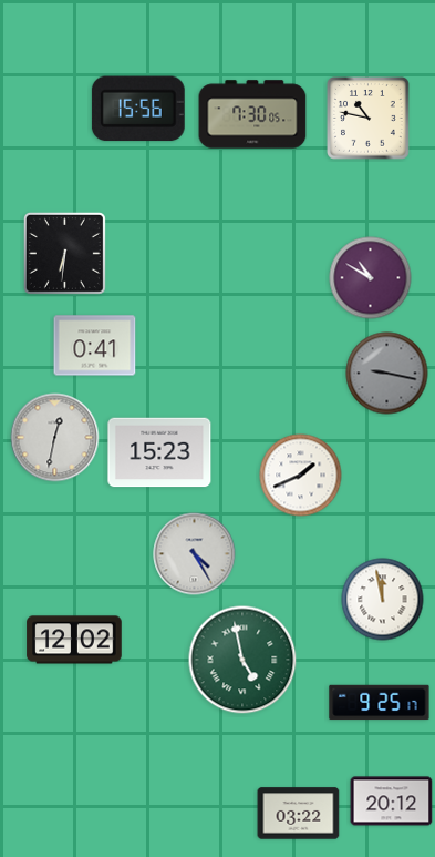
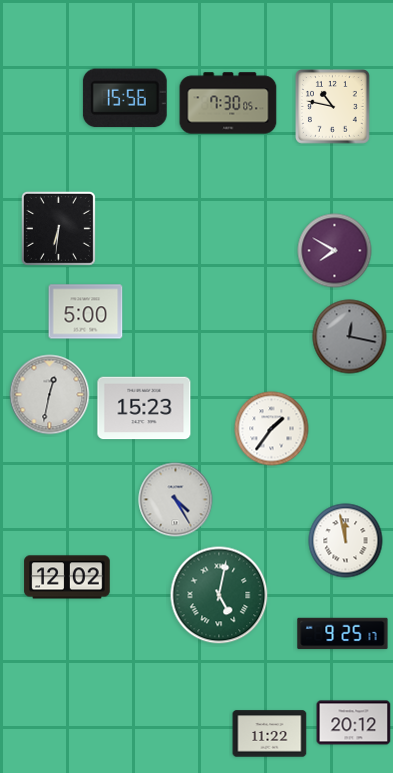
clock at (371, 278): 10:50 -> 7:50
clock at (95, 346): 0:41 -> 5:00
clock at (387, 374): 9:17 -> 12:17
clock at (301, 476): 1:41 -> 1:36
clock at (242, 660): 4:58 -> 5:02
clock at (299, 814): 03:22 -> 11:22
